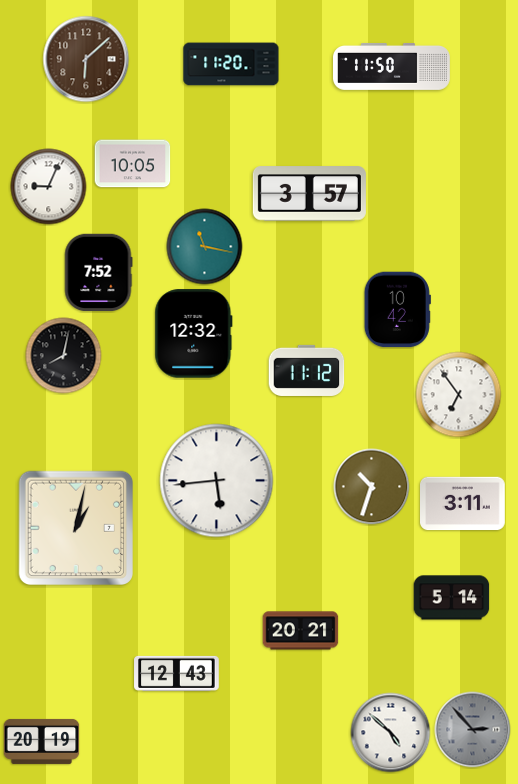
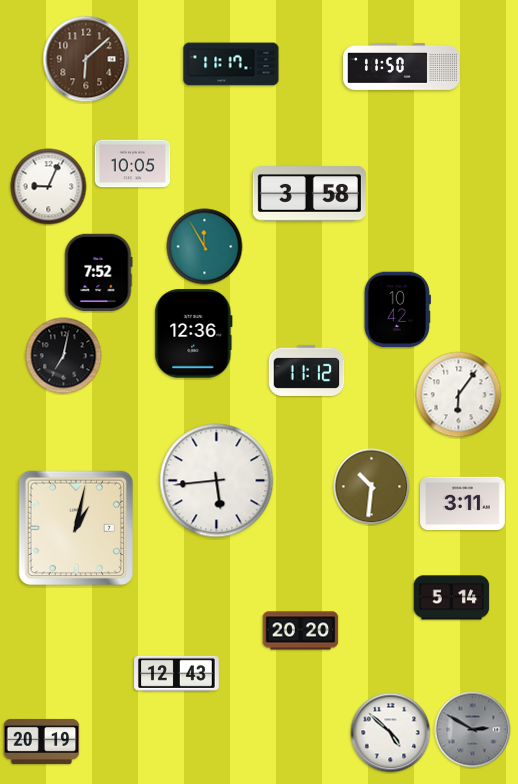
clock at (231, 64): 11:20 -> 11:17
clock at (392, 67) position: (392, 67) -> (402, 67)
clock at (309, 194): 3:57 -> 3:58
clock at (205, 247): 11:17 -> 11:55
clock at (194, 334): 12:32 -> 12:36
clock at (64, 356): 8:02 -> 7:02
clock at (459, 395): 6:54 -> 6:06
clock at (372, 487): 10:33 -> 10:31
clock at (301, 631): 20:21 -> 20:20
clock at (473, 730): 2:53 -> 2:50
